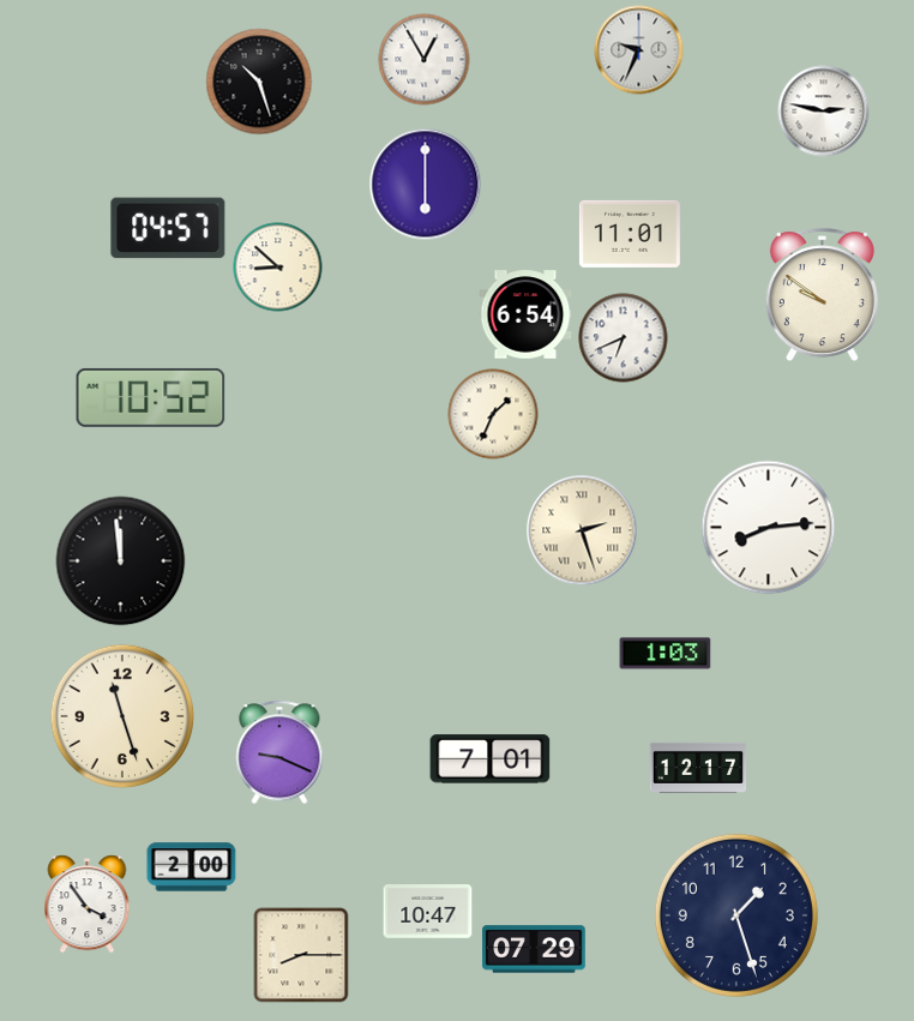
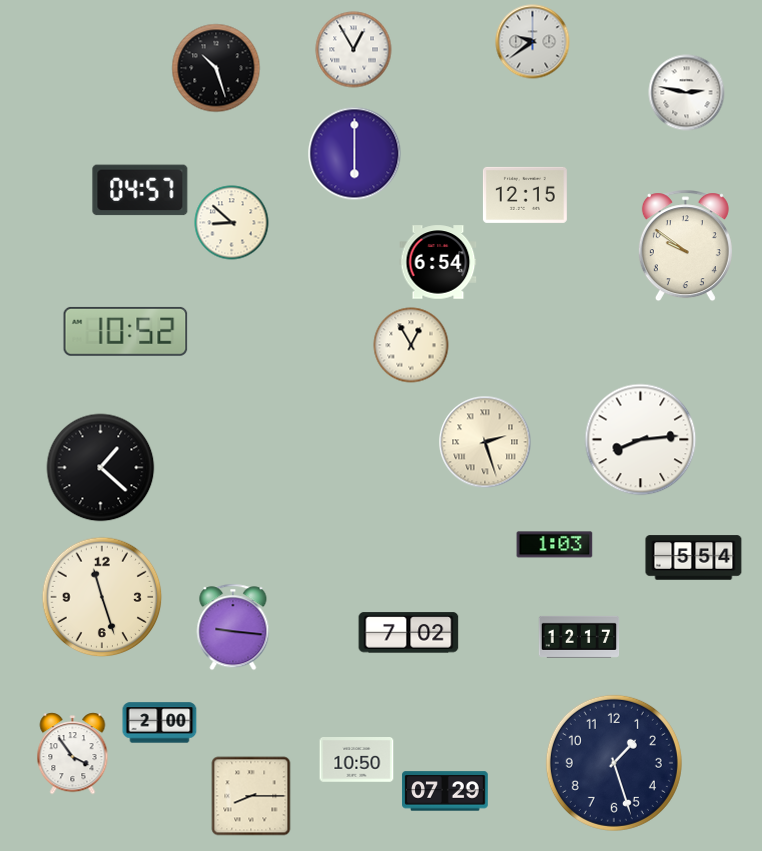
clock at (639, 50): 9:34 -> 9:39
clock at (630, 234): 11:01 -> 12:15
clock at (624, 338): 6:41 -> none
clock at (493, 414): 1:34 -> 12:55
clock at (121, 561): 11:59 -> 1:22
clock at (694, 558): none -> 5:54
clock at (279, 752): 9:19 -> 9:16
clock at (491, 759): 7:01 -> 7:02
clock at (698, 768) position: (698, 768) -> (579, 637)
clock at (428, 912): 10:47 -> 10:50
